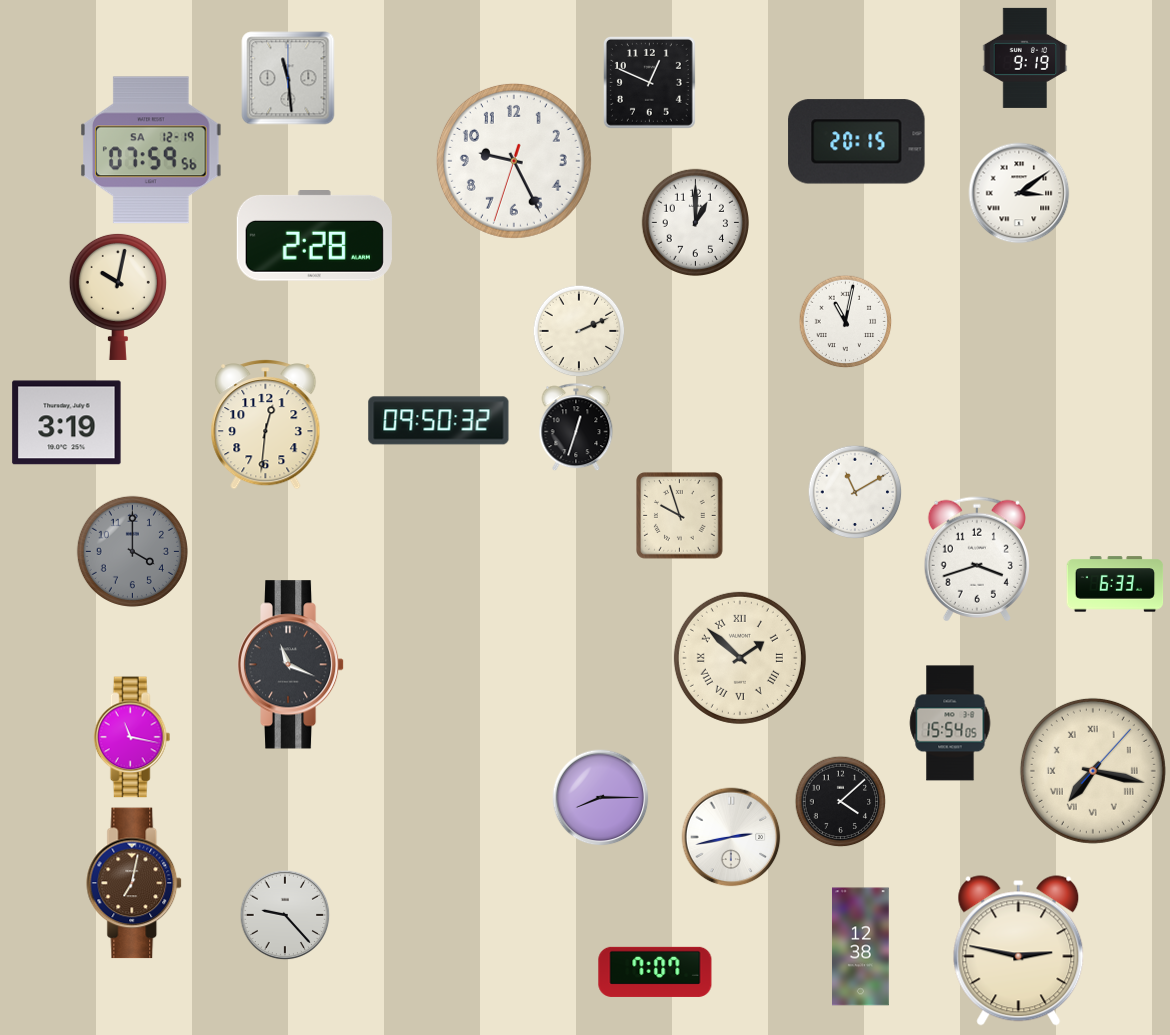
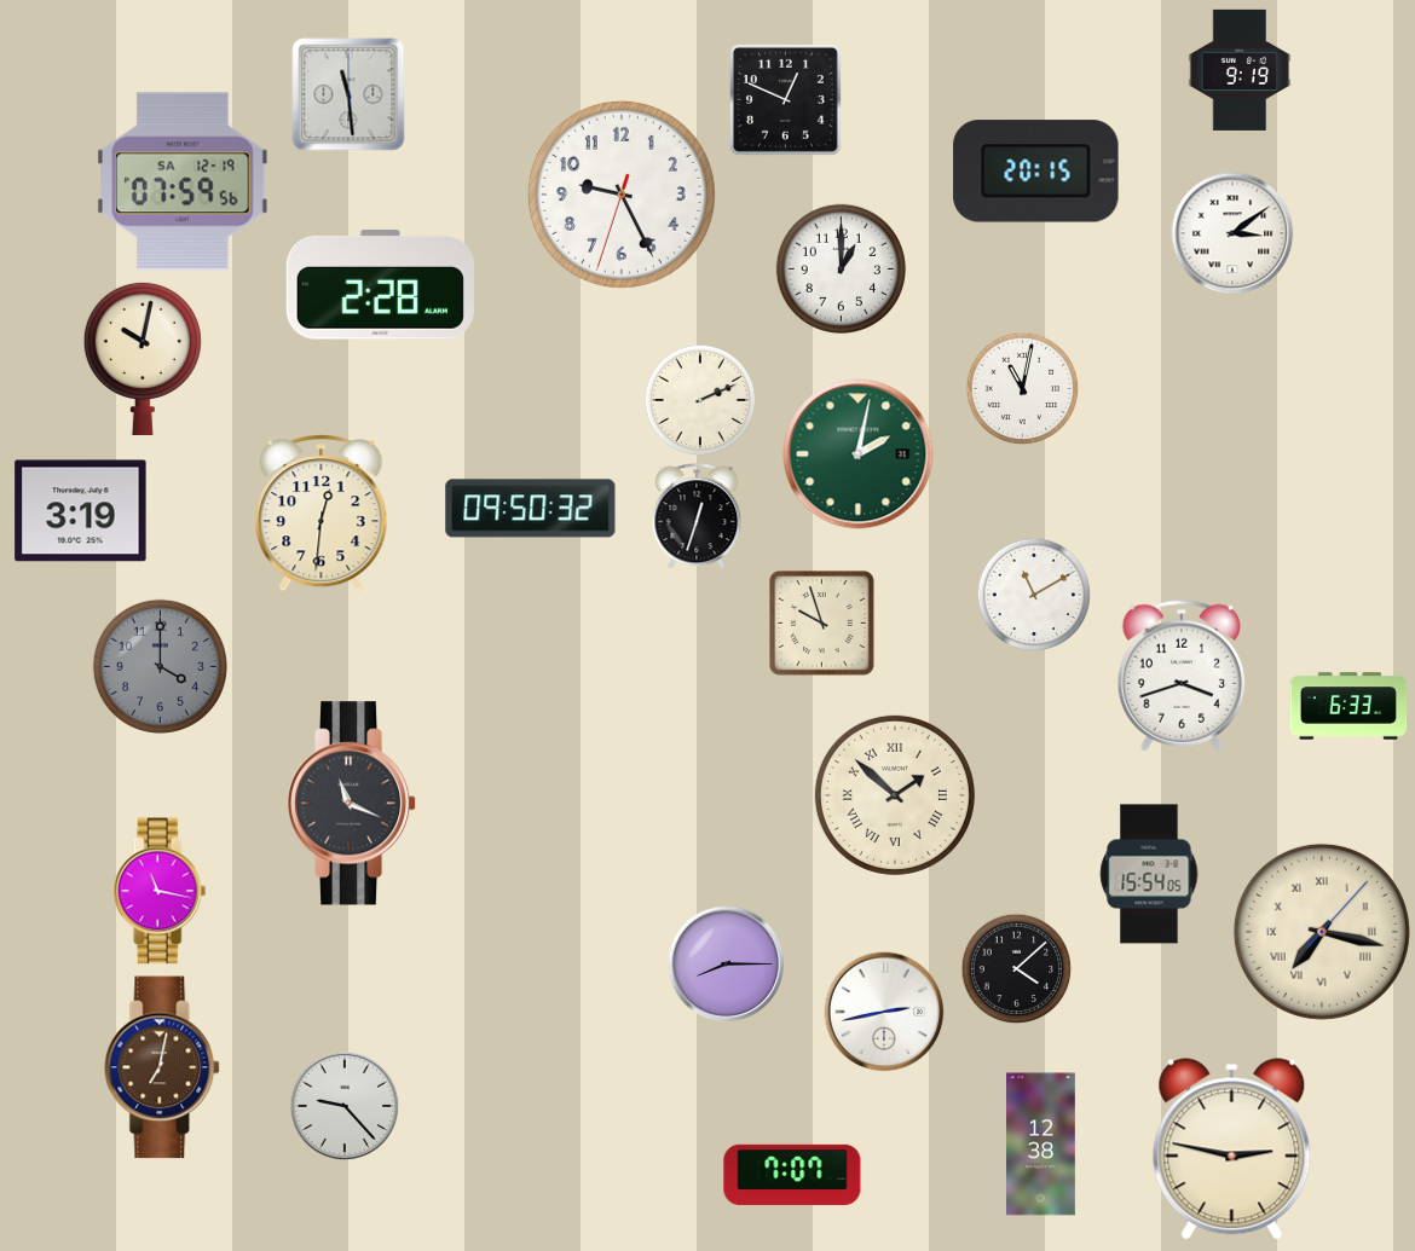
clock at (859, 454): none -> 2:02
